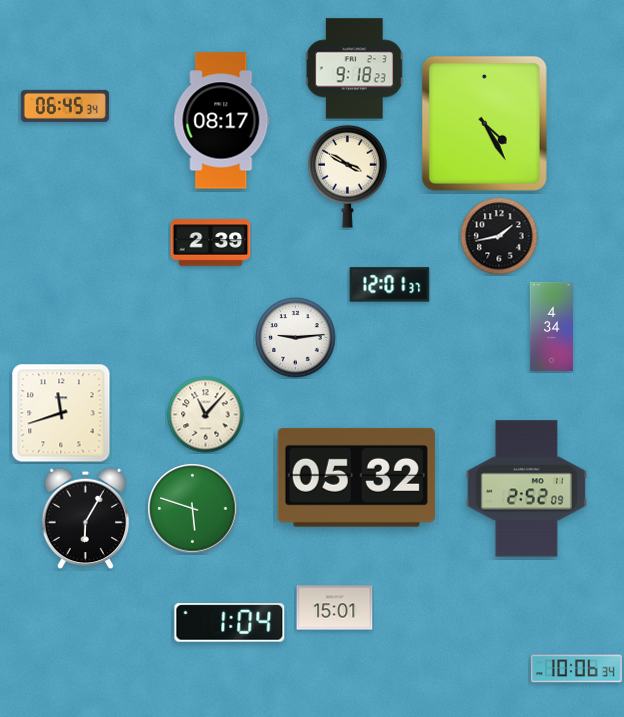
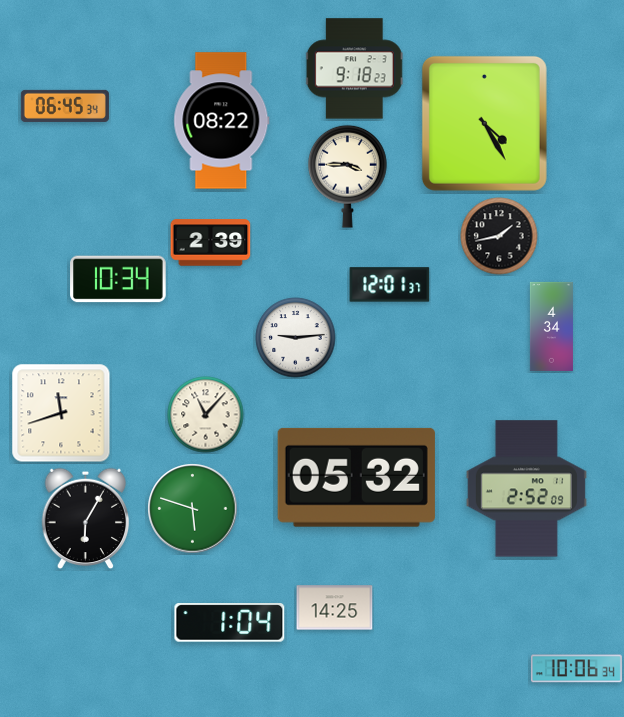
clock at (222, 121): 08:17 -> 08:22
clock at (348, 176): 3:50 -> 3:45
clock at (118, 279): none -> 10:34
clock at (335, 608): 15:01 -> 14:25
